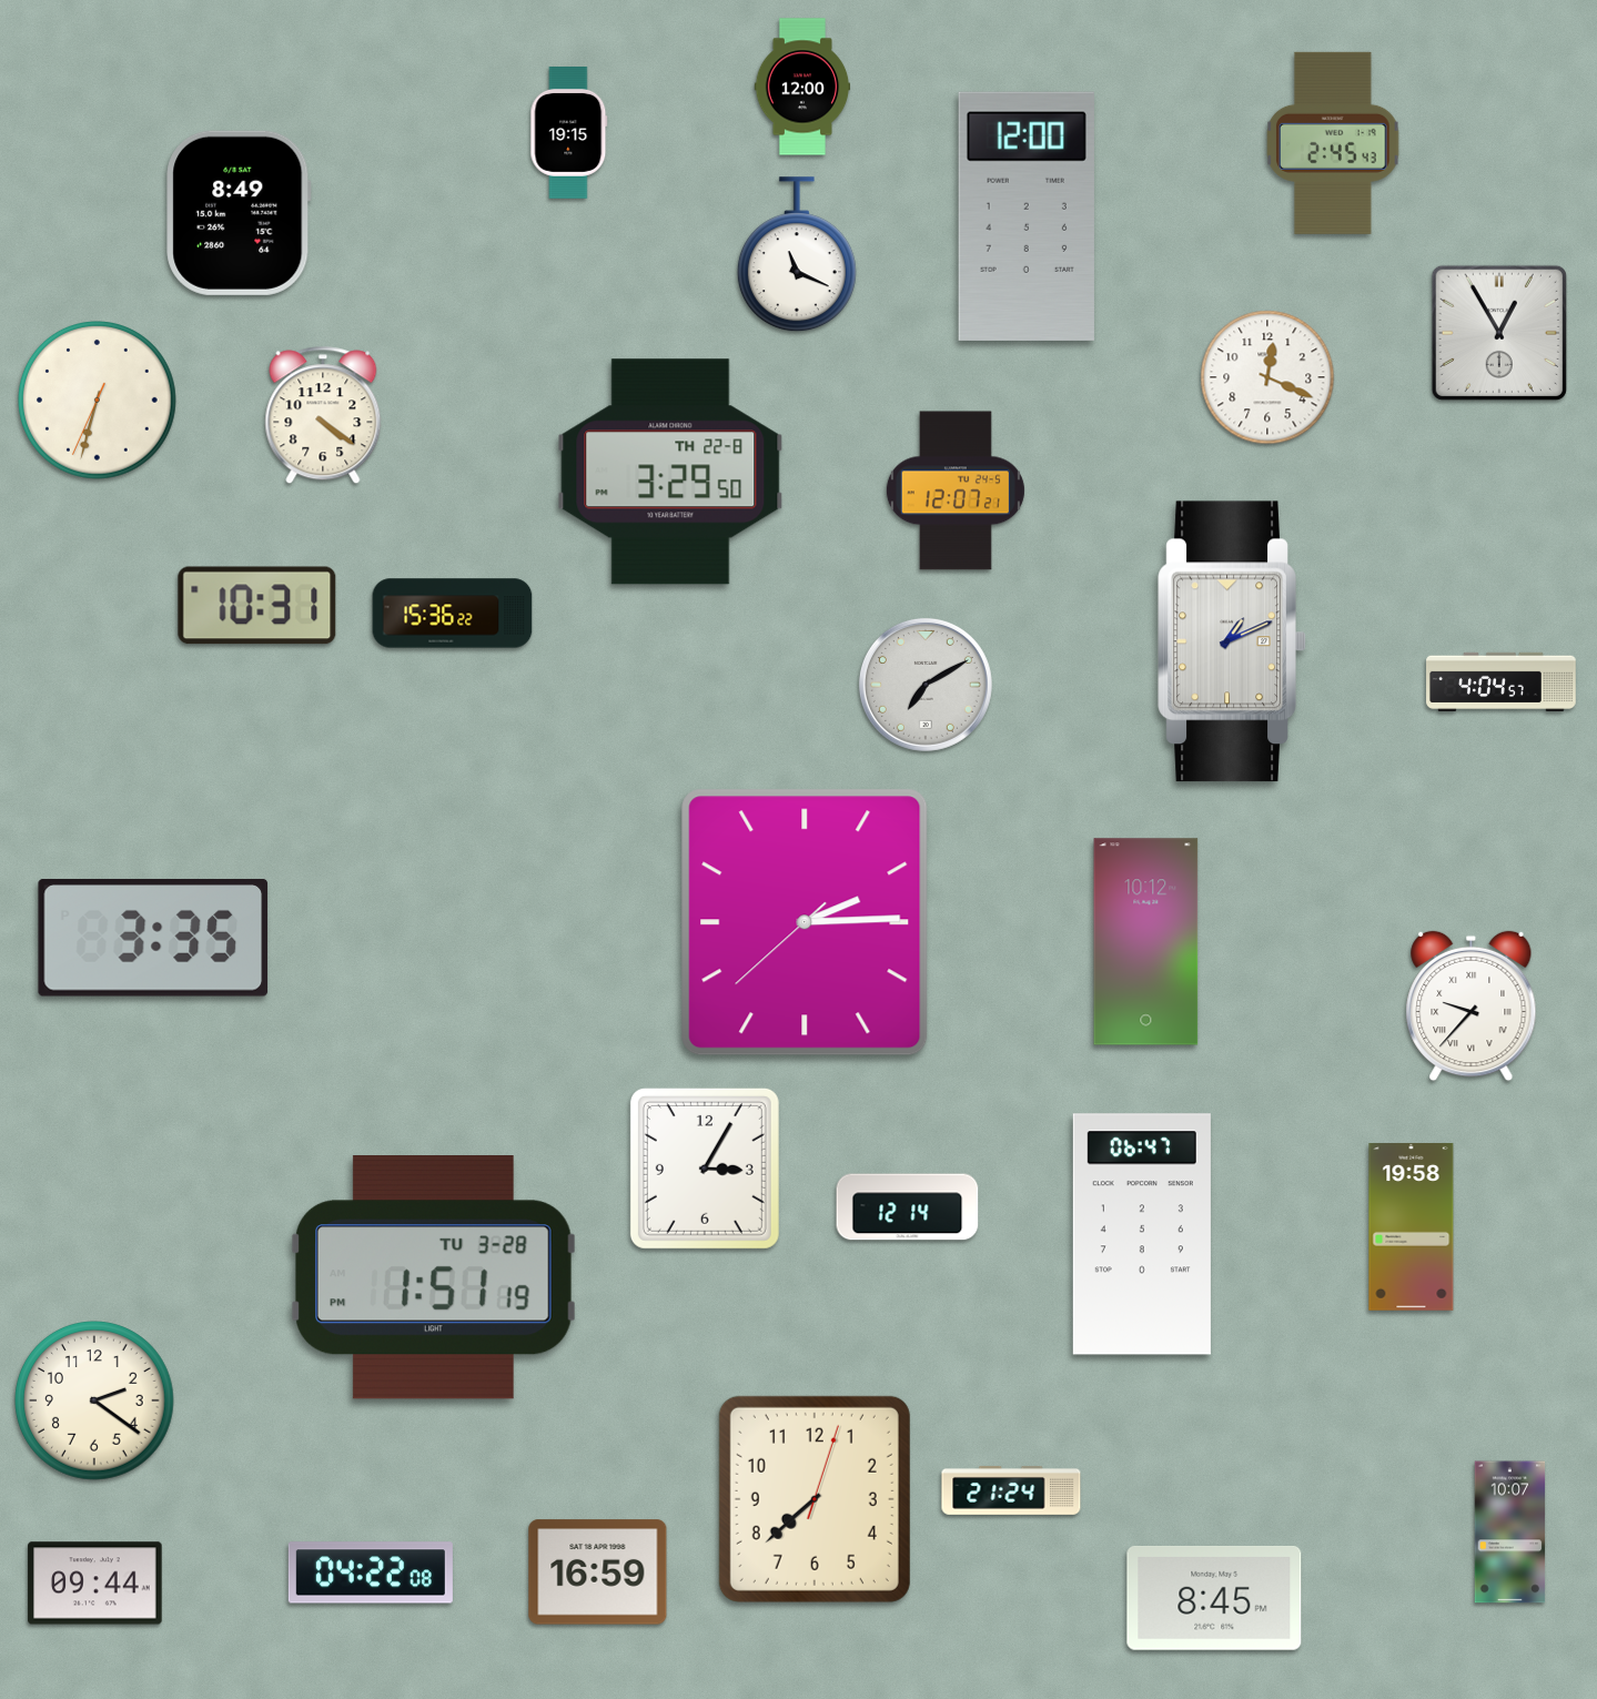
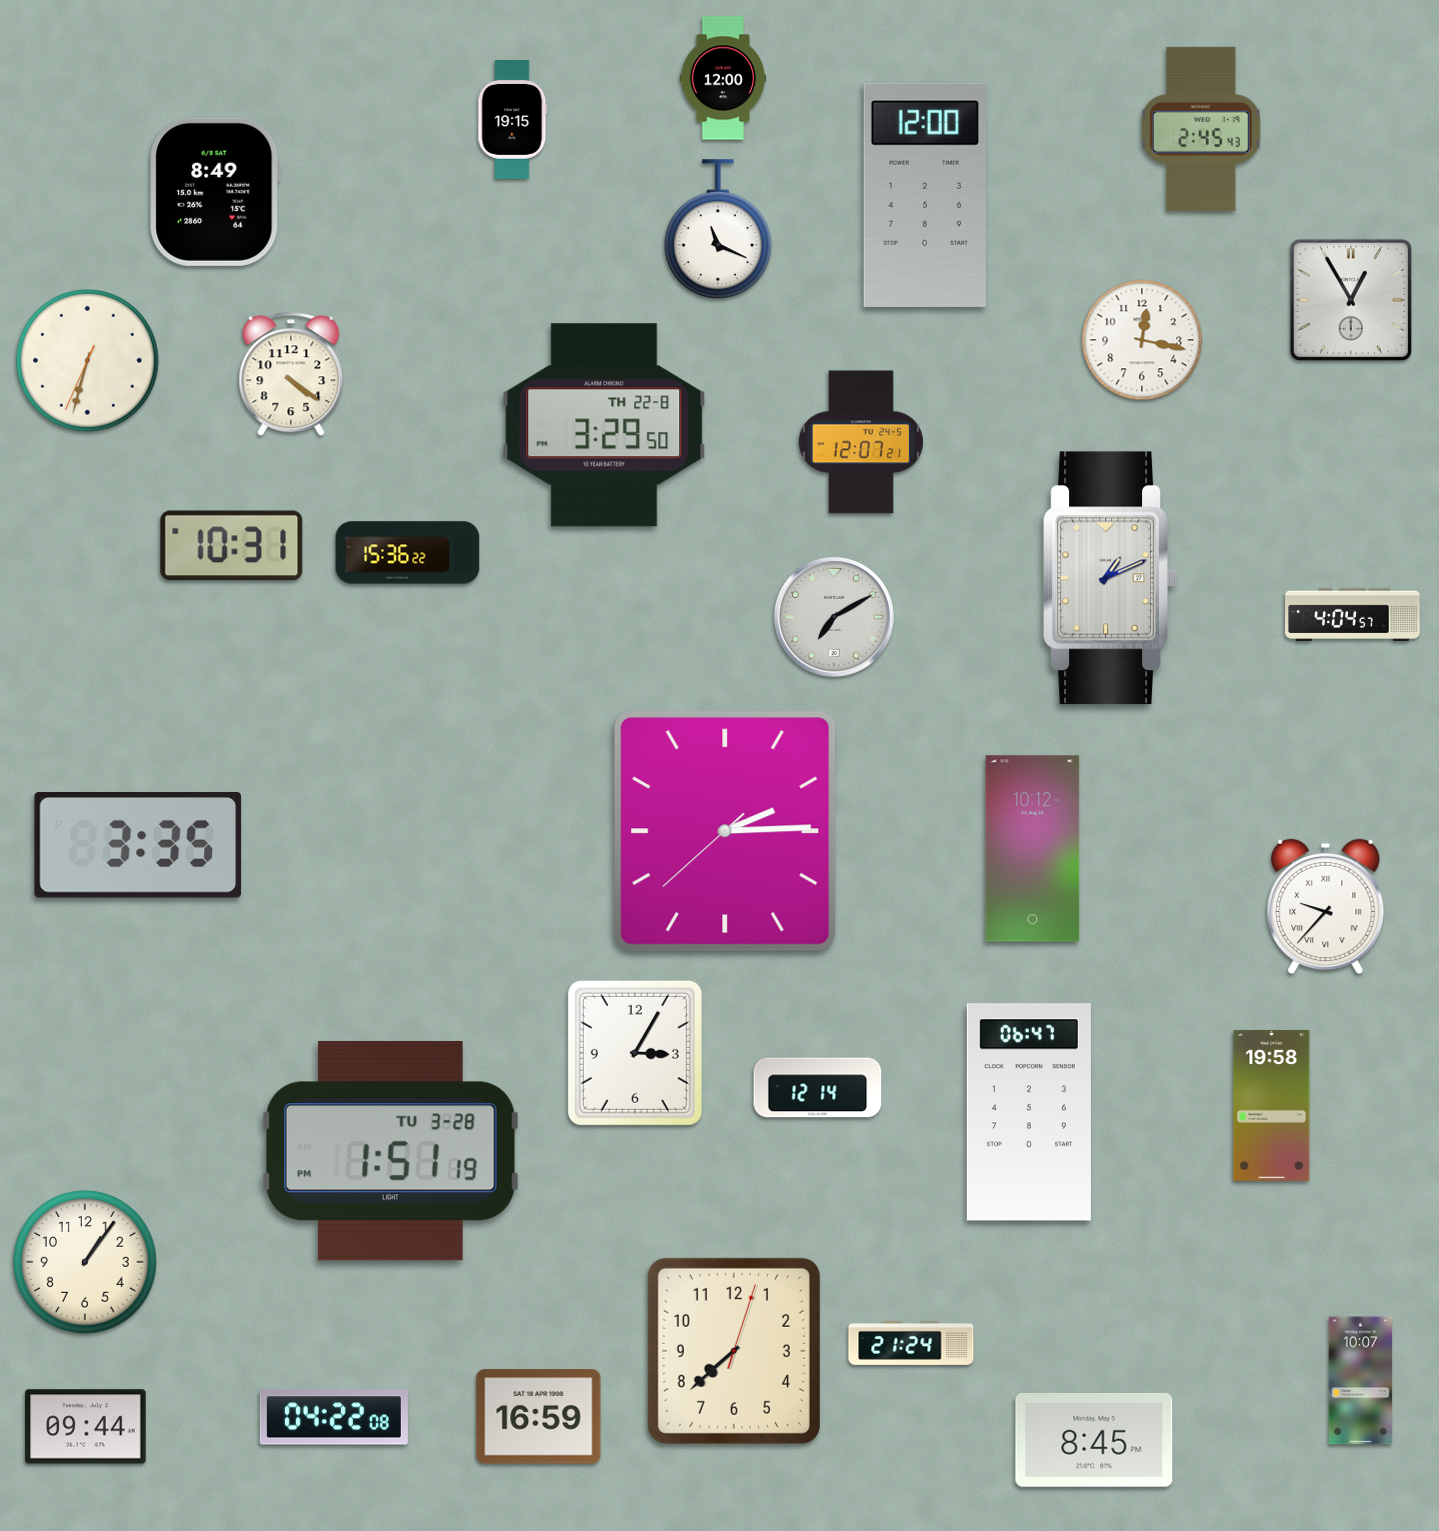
clock at (1267, 377): 12:19 -> 12:17
clock at (94, 1400): 2:21 -> 1:06
